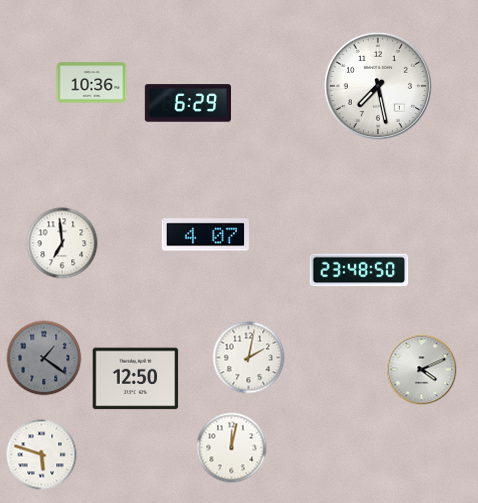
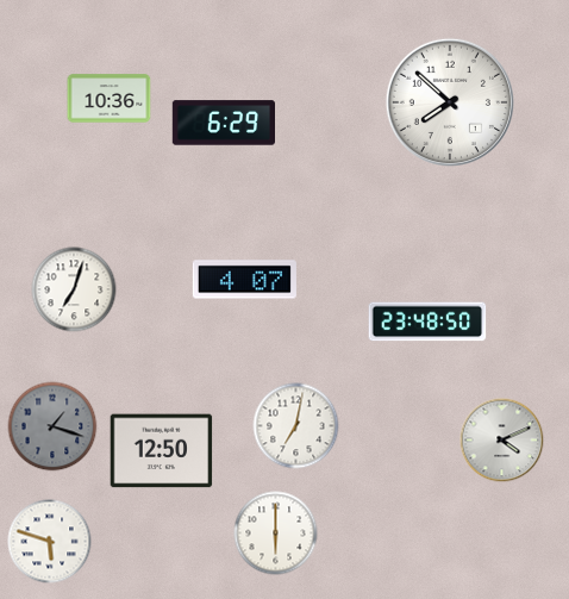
clock at (378, 86): 7:28 -> 7:52
clock at (62, 243): 6:59 -> 7:03
clock at (44, 358): 1:21 -> 1:18
clock at (249, 358): 2:02 -> 7:02
clock at (232, 448): 12:02 -> 6:00
